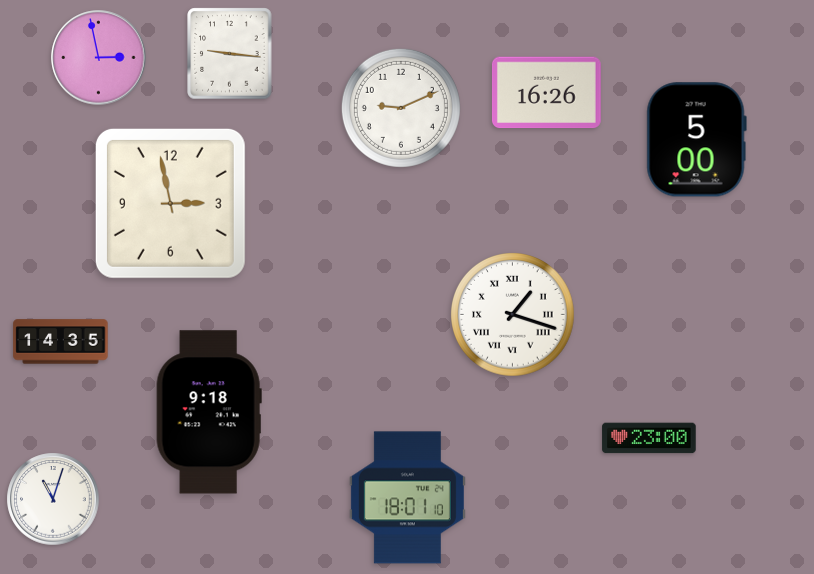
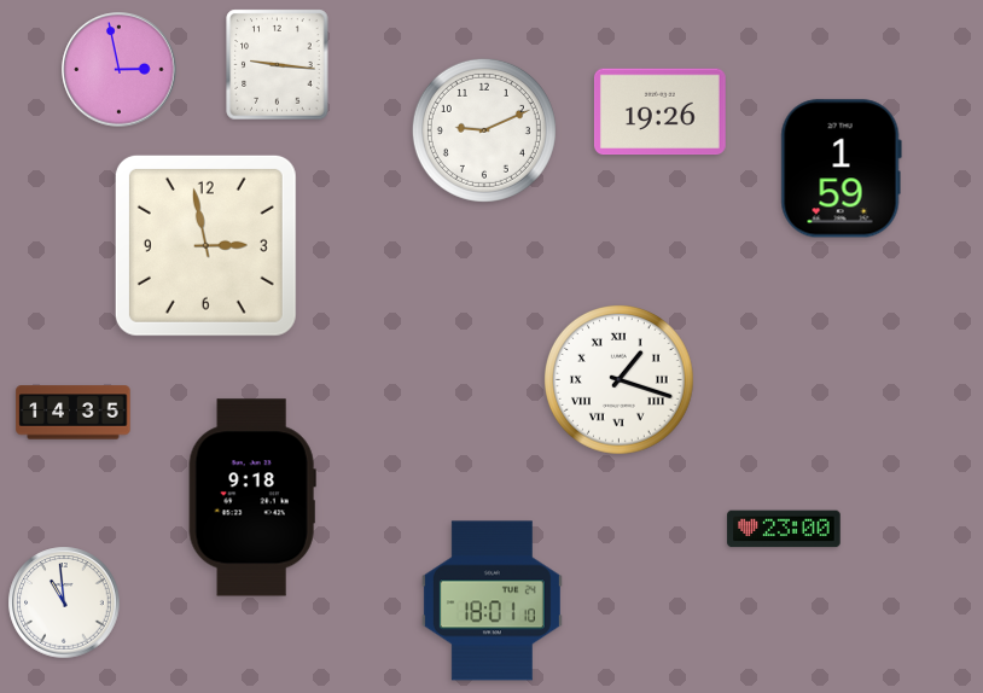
clock at (546, 93): 16:26 -> 19:26
clock at (696, 140): 5:00 -> 1:59
clock at (53, 499): 11:03 -> 10:59
